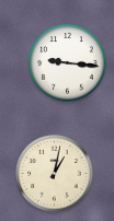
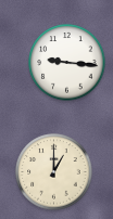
clock at (55, 174): 1:02 -> 1:00
